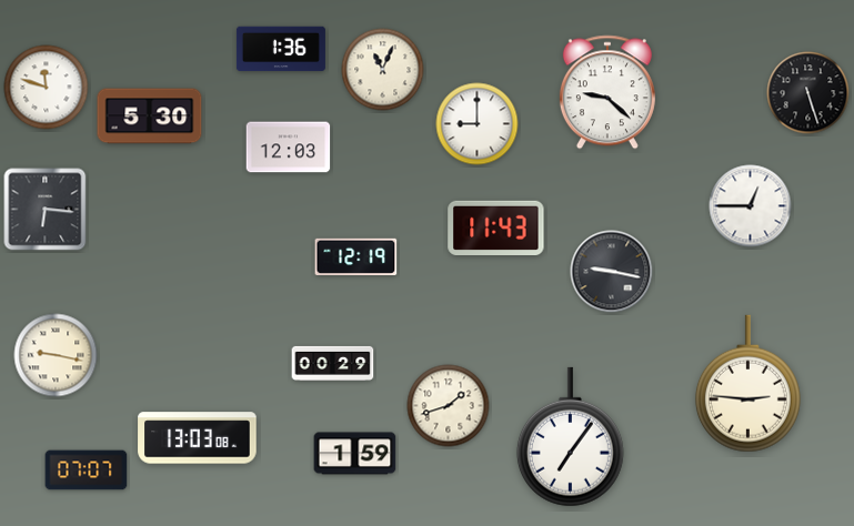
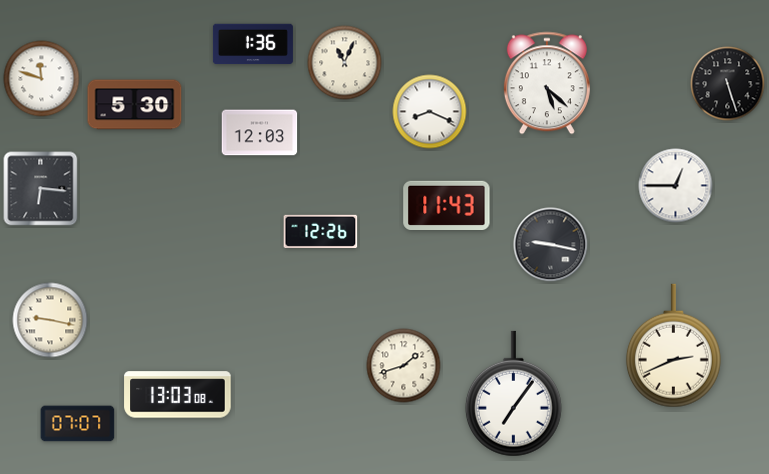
clock at (607, 92): 9:22 -> 5:22
clock at (478, 124): 9:00 -> 8:19
clock at (356, 256): 12:19 -> 12:26
clock at (333, 363): 00:29 -> none
clock at (747, 384): 2:46 -> 2:41
clock at (355, 454): 1:59 -> none
